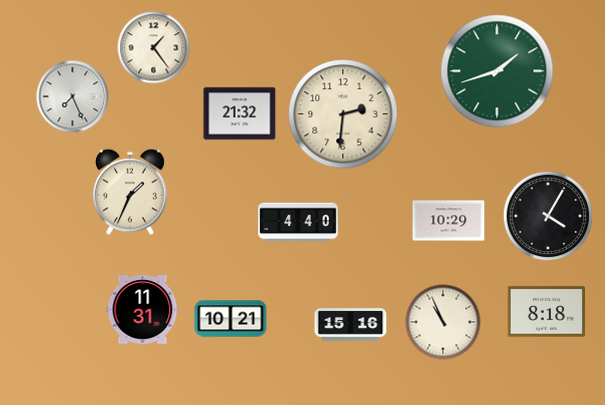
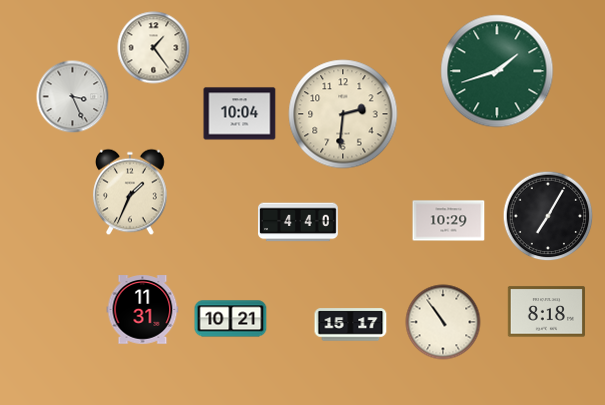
clock at (73, 97): 7:26 -> 3:26
clock at (240, 114): 21:32 -> 10:04
clock at (548, 216): 4:05 -> 7:05
clock at (443, 322): 10:56 -> 10:54
clock at (351, 325): 15:16 -> 15:17
